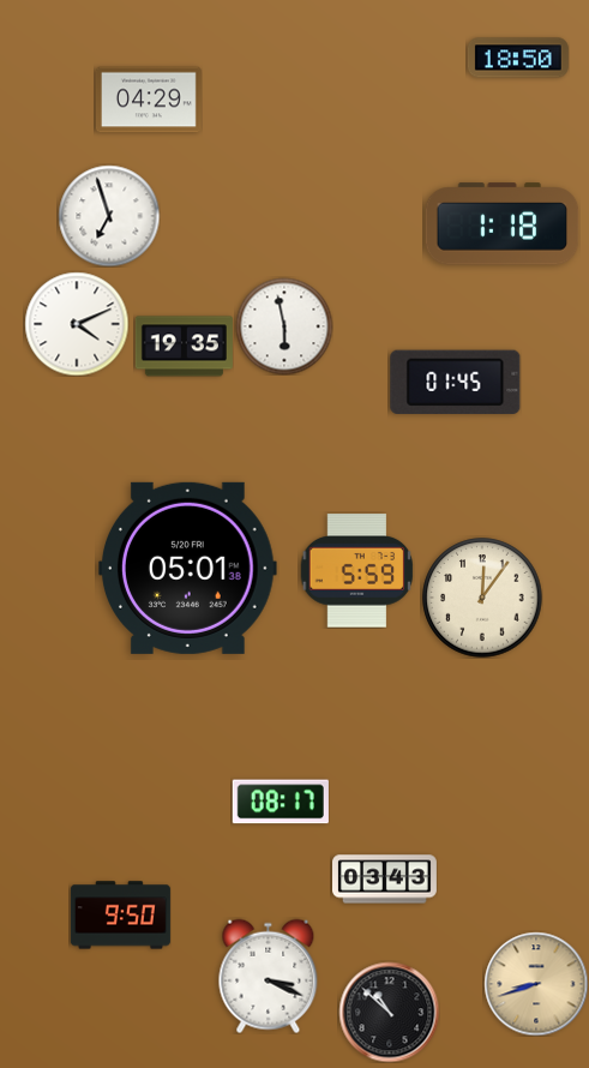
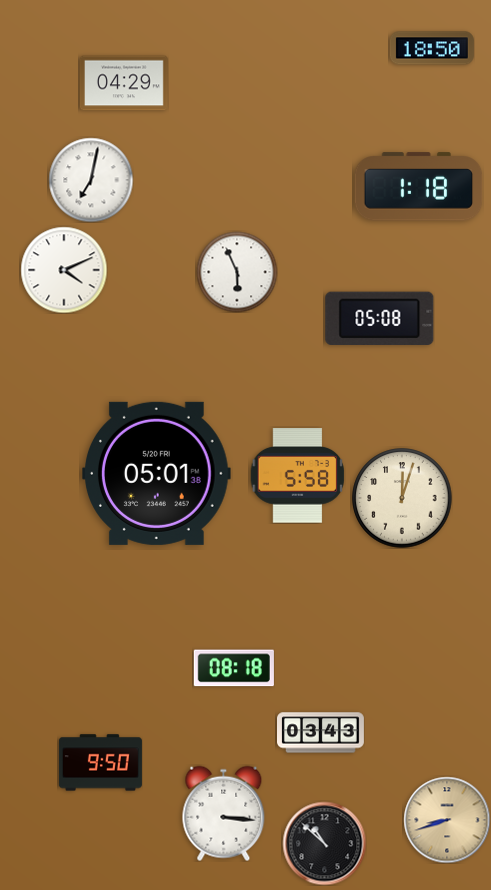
clock at (109, 216): 6:57 -> 7:02
clock at (284, 326): 5:58 -> 5:56
clock at (184, 347): 19:35 -> none
clock at (456, 382): 01:45 -> 05:08
clock at (356, 571): 5:59 -> 5:58
clock at (482, 598): 12:06 -> 12:03
clock at (281, 802): 08:17 -> 08:18
clock at (269, 976): 3:19 -> 3:16
